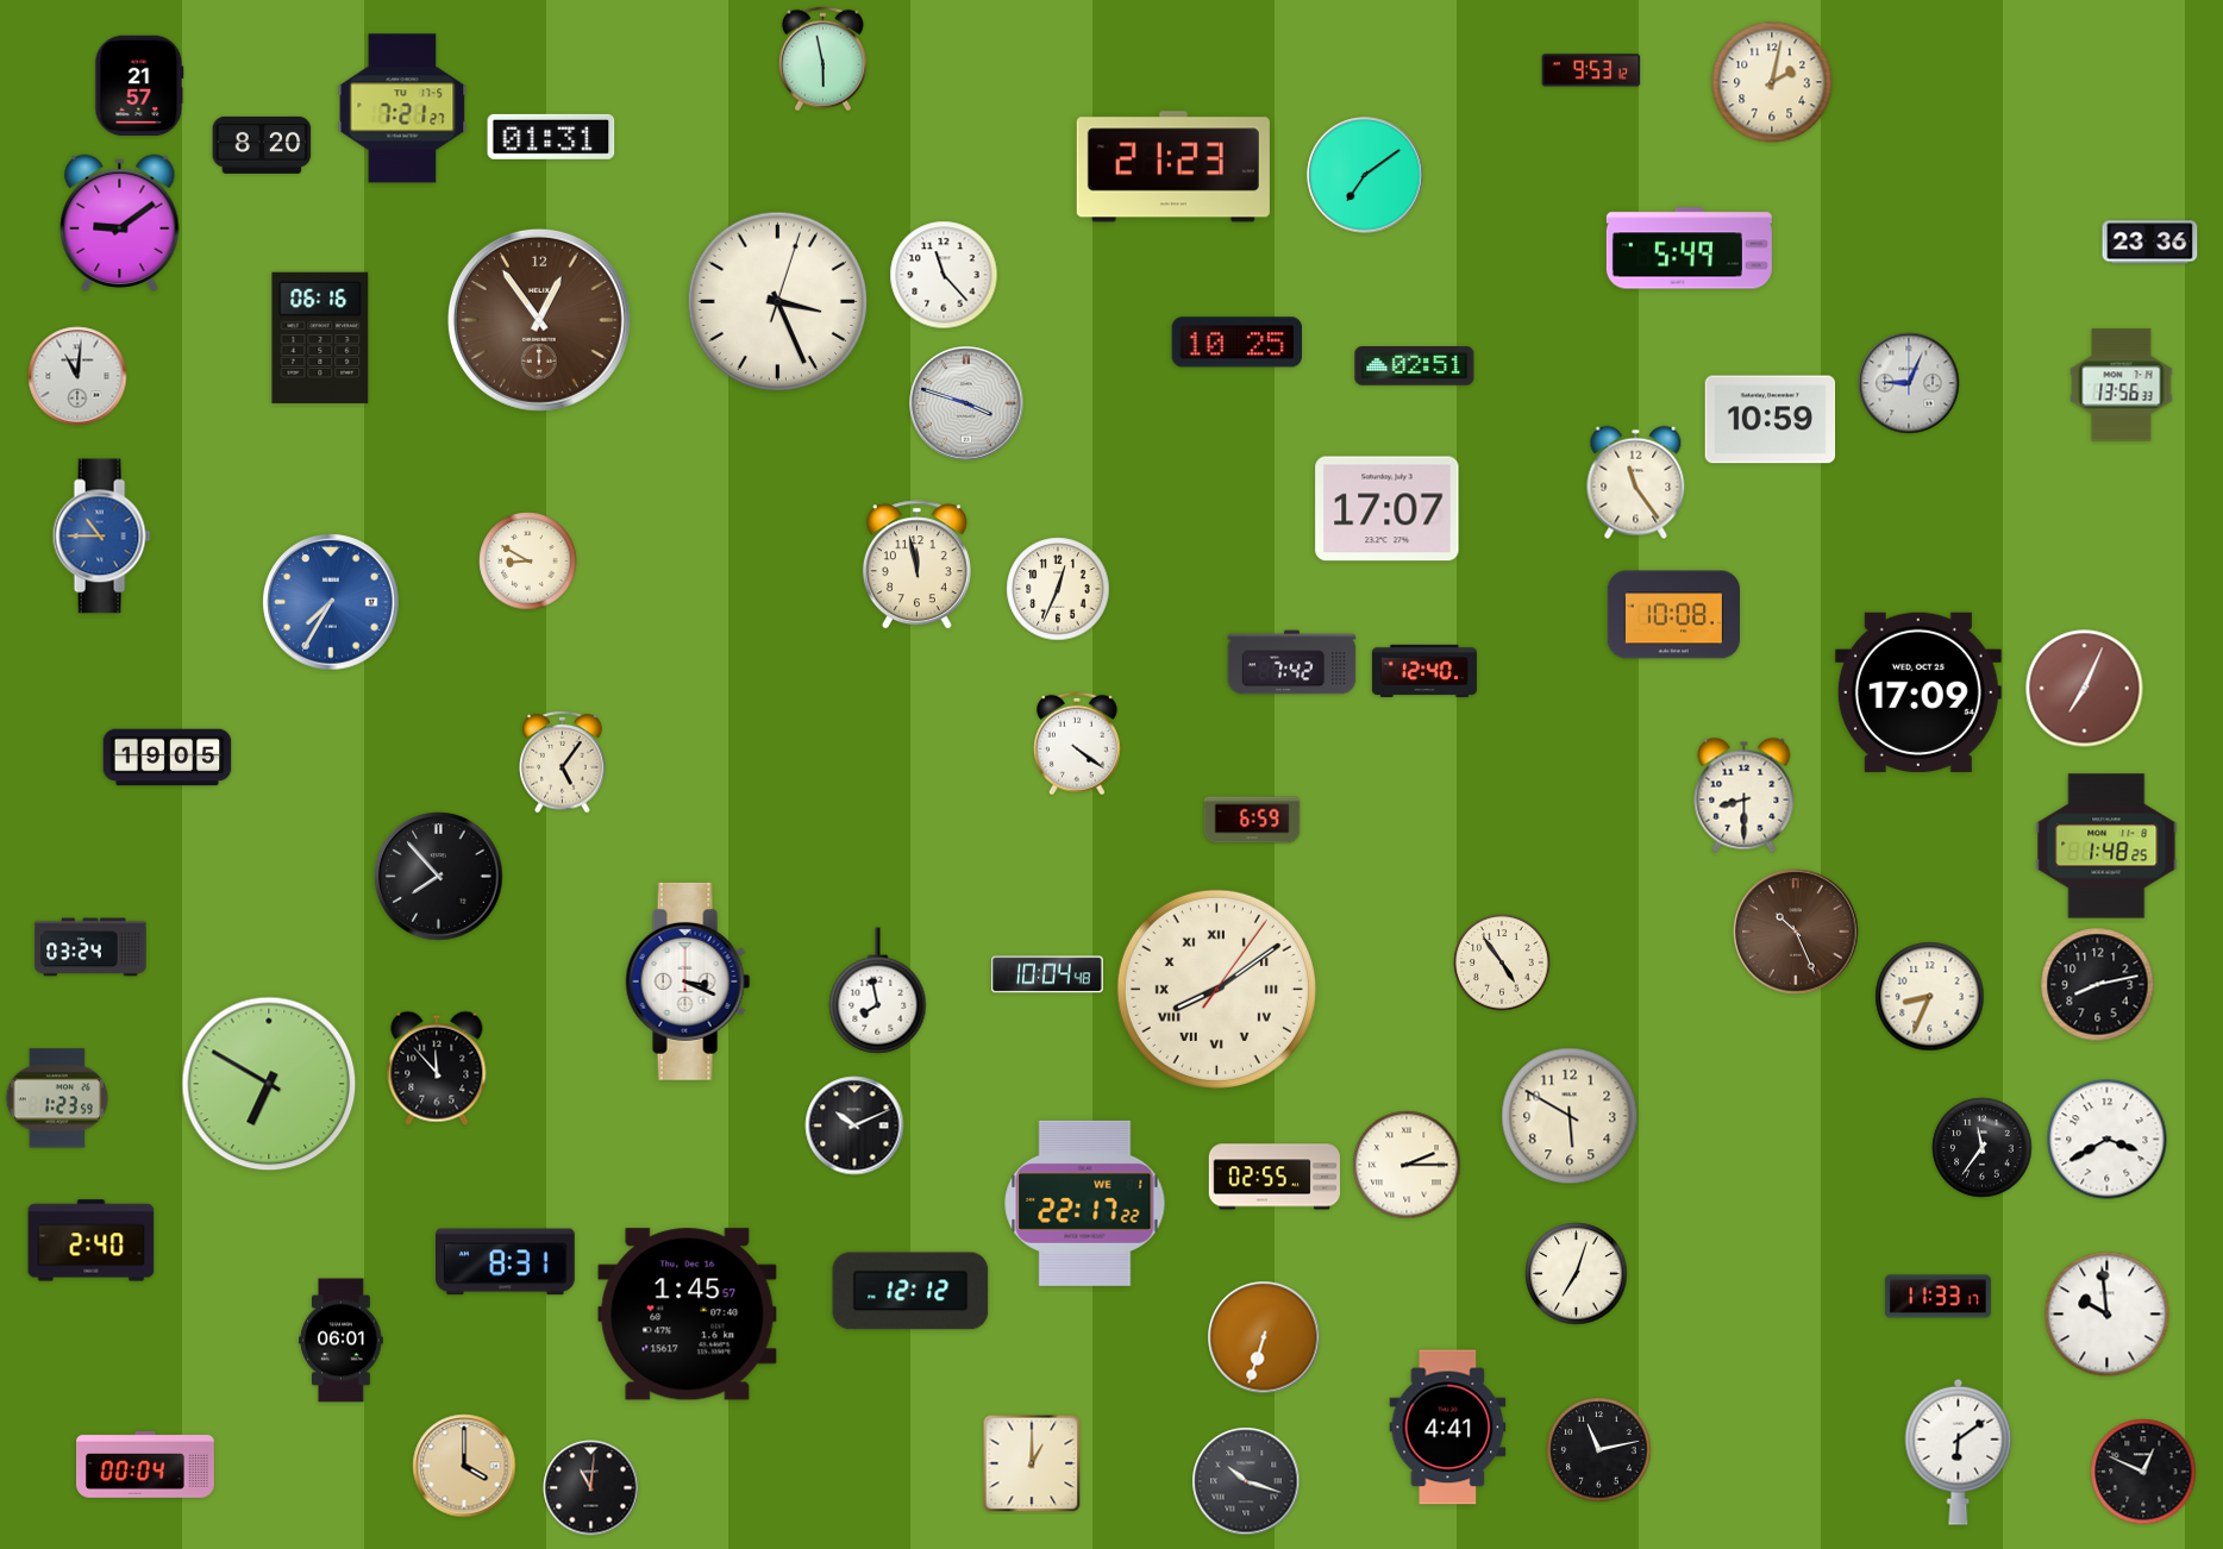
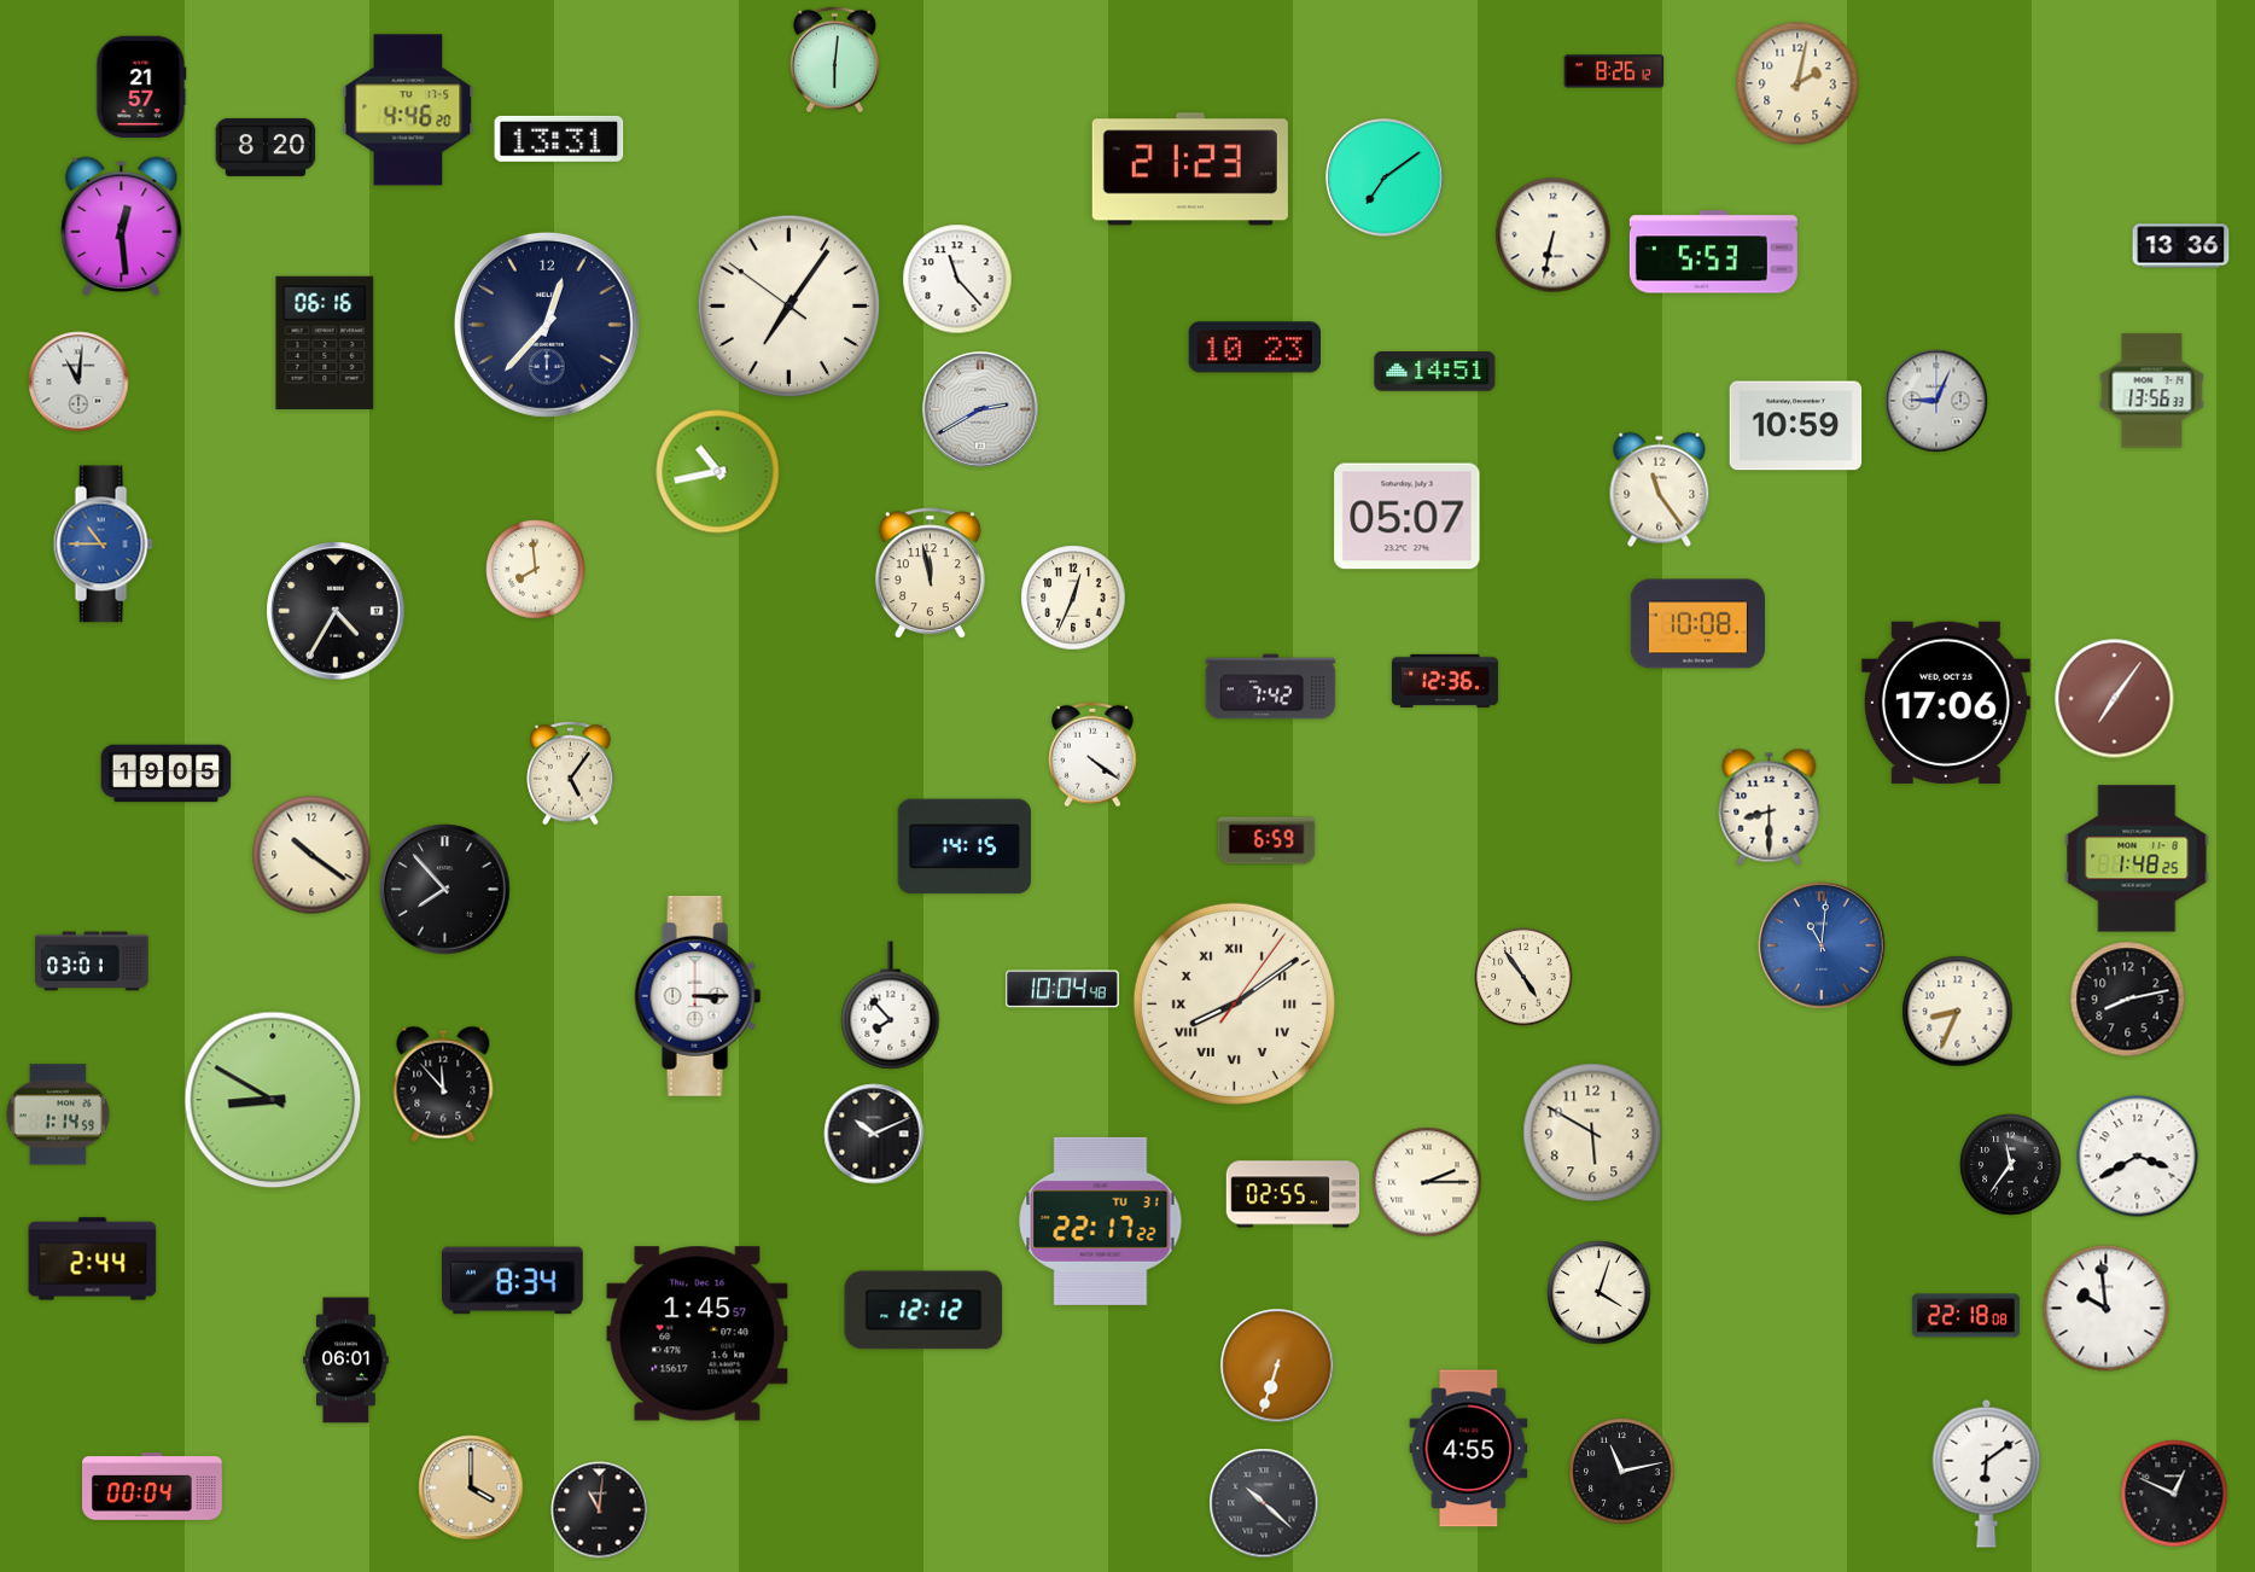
clock at (822, 59): 5:58 -> 6:01
clock at (1591, 70): 9:53 -> 8:26
clock at (402, 108): 7:21 -> 4:46
clock at (551, 137): 01:31 -> 13:31
clock at (120, 222): 9:09 -> 12:29
clock at (1554, 235): none -> 6:32
clock at (2150, 243): 23:36 -> 13:36
clock at (1689, 249): 5:49 -> 5:53
clock at (778, 302): 3:26 -> 7:05
clock at (539, 320): 12:54 -> 12:37
clock at (539, 320) dial: brown -> navy
clock at (1236, 343): 10:25 -> 10:23
clock at (1415, 366): 02:51 -> 14:51
clock at (1909, 383) position: (1909, 383) -> (1936, 401)
clock at (966, 403): 3:48 -> 2:40
clock at (718, 472): none -> 10:43
clock at (1388, 509): 17:07 -> 05:07
clock at (528, 562): 8:50 -> 7:59
clock at (331, 602): 7:35 -> 4:35
clock at (331, 602) dial: blue -> black
clock at (1292, 663) position: (1292, 663) -> (1271, 687)
clock at (1424, 671): 12:40 -> 12:36
clock at (2085, 689): 7:04 -> 7:06
clock at (1918, 692): 17:09 -> 17:06
clock at (168, 758) position: (168, 758) -> (167, 774)
clock at (1252, 820) position: (1252, 820) -> (1266, 840)
clock at (965, 846): none -> 14:15
clock at (311, 855): none -> 10:21
clock at (1796, 932): 10:26 -> 11:01
clock at (1796, 932) dial: brown -> blue
clock at (90, 947): 03:24 -> 03:01
clock at (688, 982): 3:19 -> 3:15
clock at (878, 991): 7:58 -> 7:53
clock at (269, 1084): 6:50 -> 8:50
clock at (57, 1098): 1:23 -> 1:14
clock at (854, 1125) position: (854, 1125) -> (874, 1134)
clock at (1085, 1203) date: WE 1 -> TU 31
clock at (92, 1241): 2:40 -> 2:44
clock at (506, 1262): 8:31 -> 8:34
clock at (1577, 1274): 7:03 -> 4:03
clock at (1937, 1297): 11:33 -> 22:18
clock at (2108, 1315) position: (2108, 1315) -> (2107, 1309)
clock at (1264, 1337) position: (1264, 1337) -> (1277, 1366)
clock at (1448, 1428): 4:41 -> 4:55
clock at (1032, 1463): 1:00 -> none
clock at (146, 1466) position: (146, 1466) -> (153, 1487)
clock at (1246, 1481): 10:18 -> 10:22
